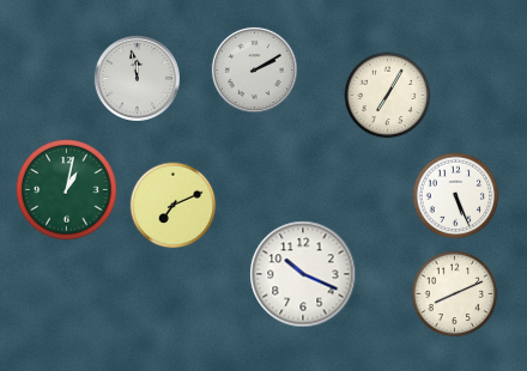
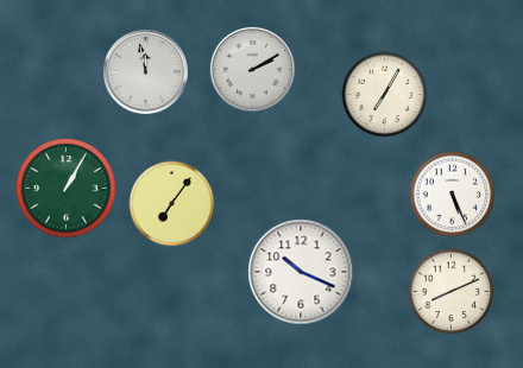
clock at (137, 78) position: (137, 78) -> (145, 71)
clock at (67, 190): 1:02 -> 1:05
clock at (174, 206): 7:11 -> 7:06
